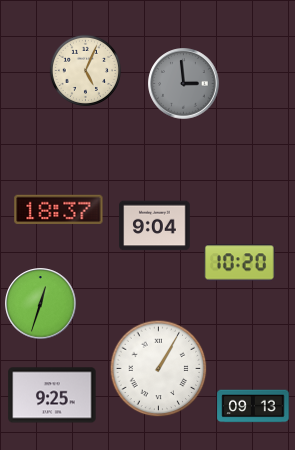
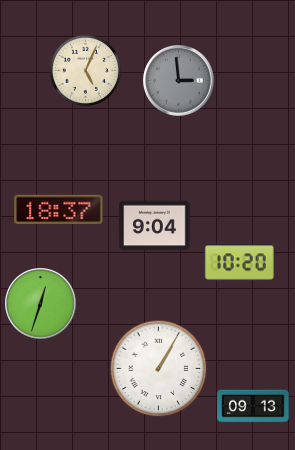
clock at (184, 84) position: (184, 84) -> (179, 81)
clock at (52, 395): 9:25 -> none
